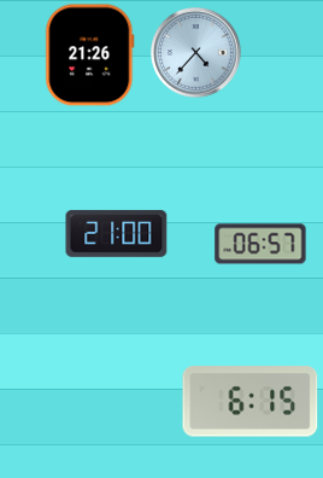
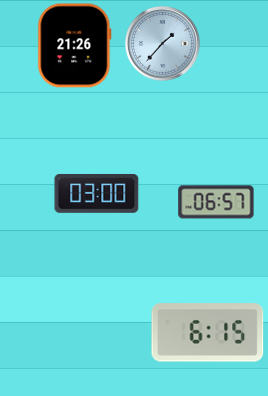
clock at (196, 53): 4:37 -> 1:37
clock at (117, 233): 21:00 -> 03:00
